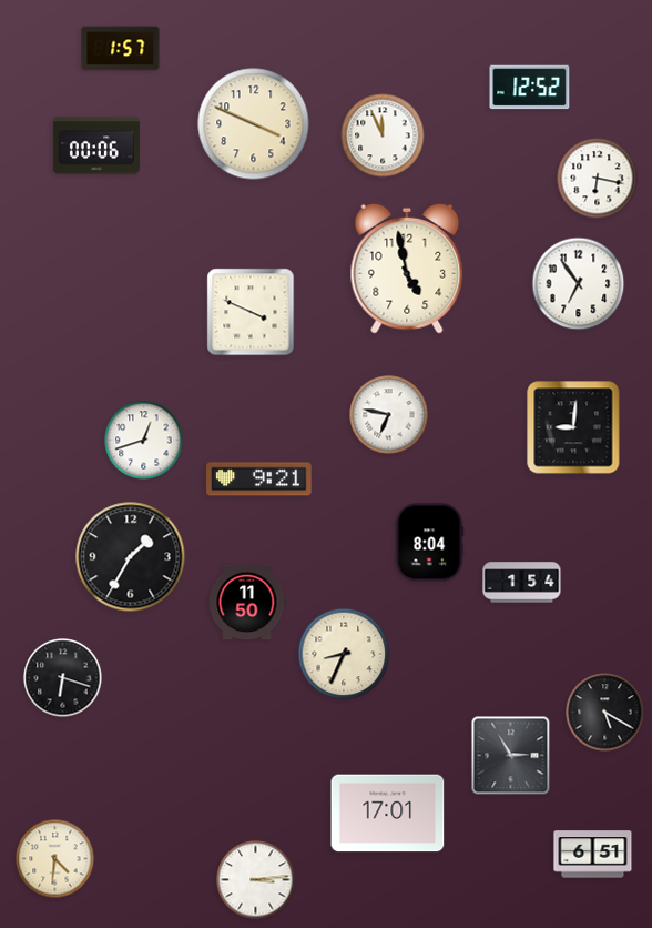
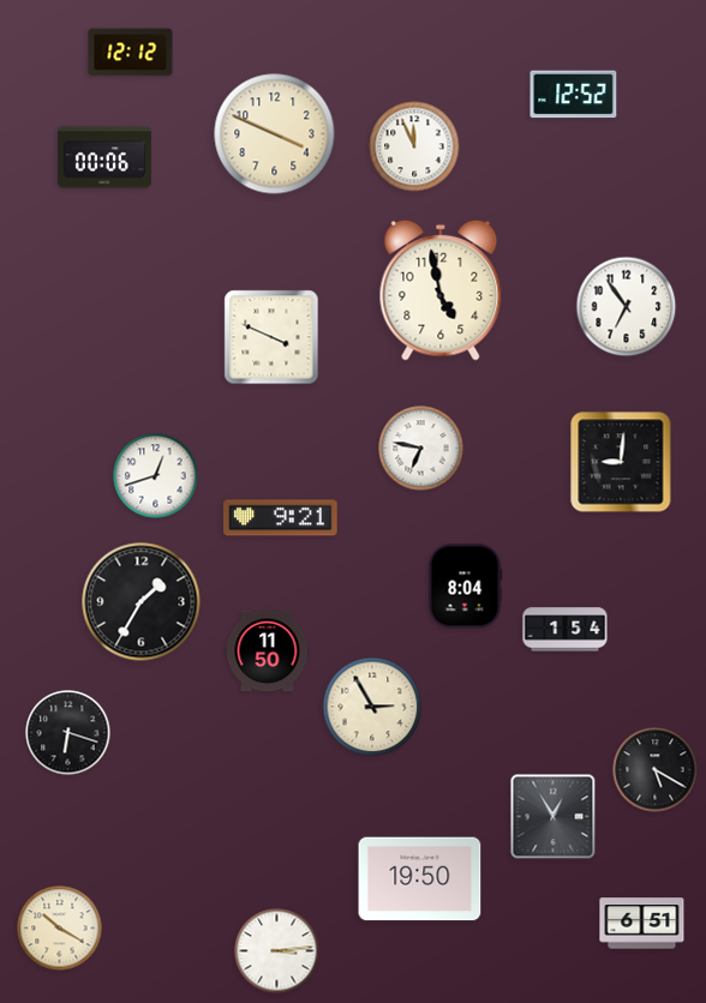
clock at (121, 49): 1:57 -> 12:12
clock at (598, 179): 6:17 -> none
clock at (344, 654): 8:34 -> 2:55
clock at (511, 756): 2:55 -> 12:55
clock at (388, 814): 17:01 -> 19:50
clock at (55, 859): 4:31 -> 10:20
